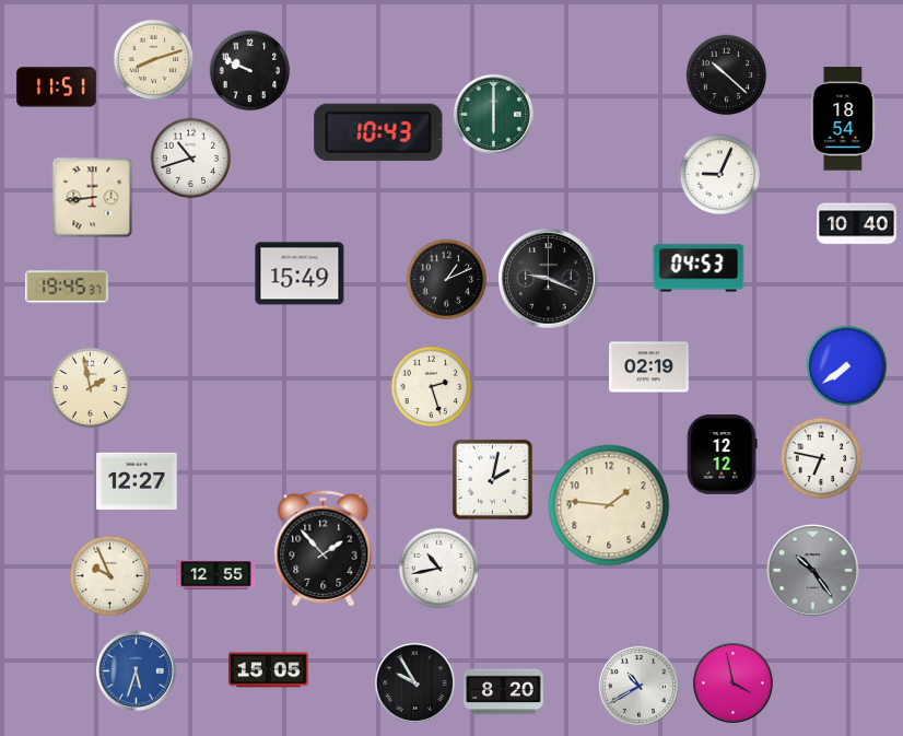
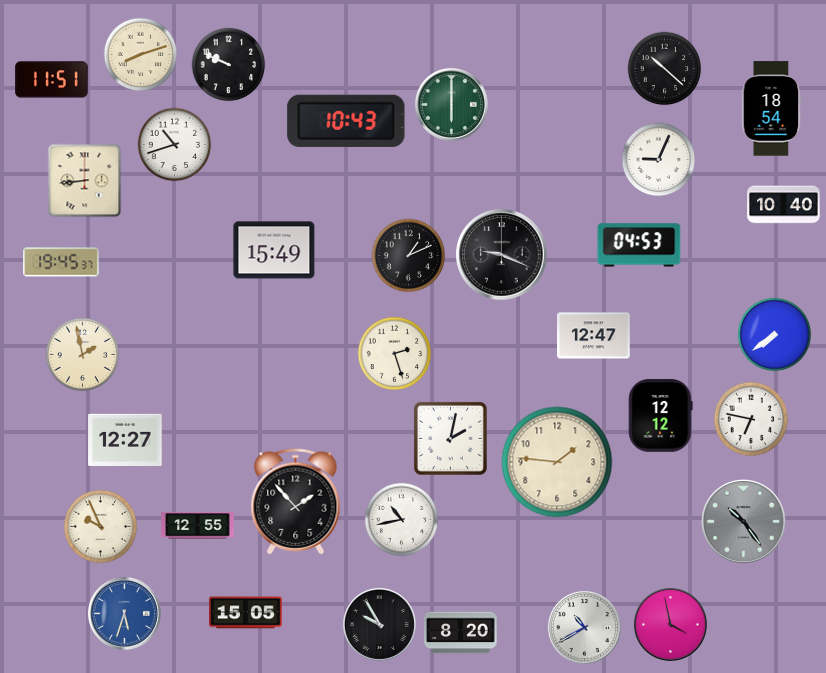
clock at (649, 367): 02:19 -> 12:47
